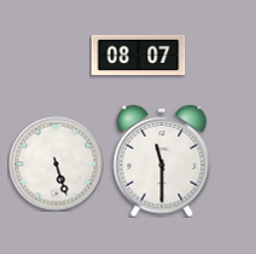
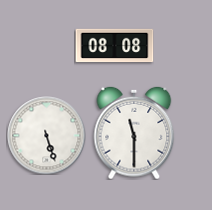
clock at (138, 56): 08:07 -> 08:08
